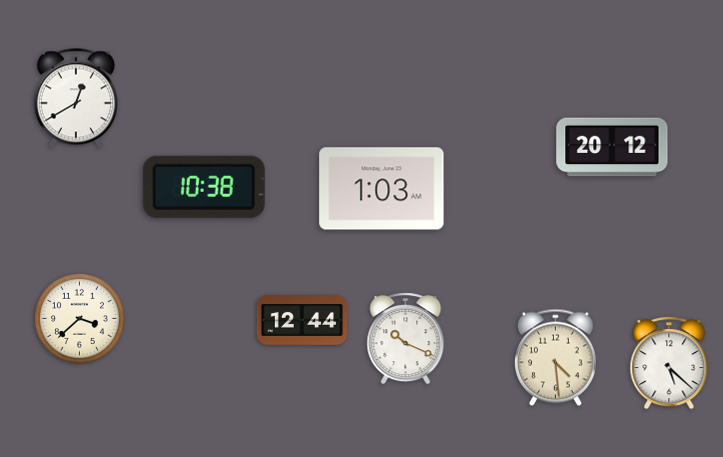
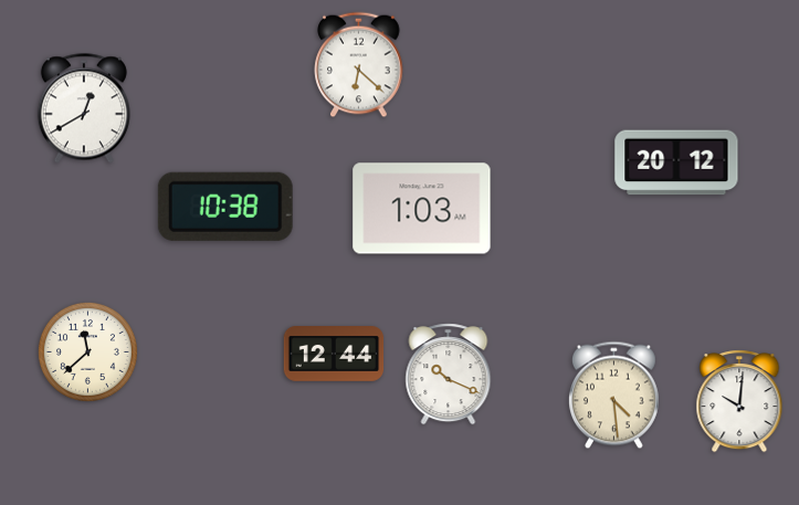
clock at (359, 65): none -> 6:22
clock at (79, 318): 3:38 -> 11:38
clock at (669, 363): 5:22 -> 10:01
